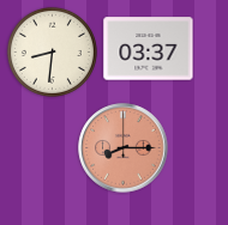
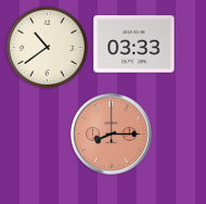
clock at (149, 49): 03:37 -> 03:33
clock at (52, 51): 8:31 -> 10:39
